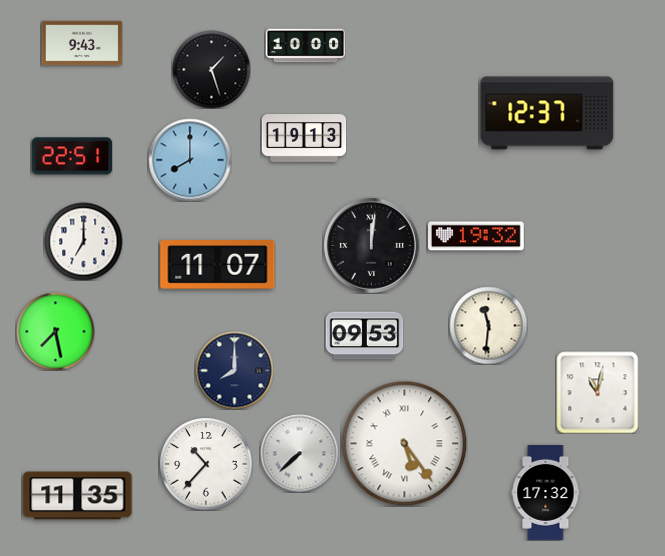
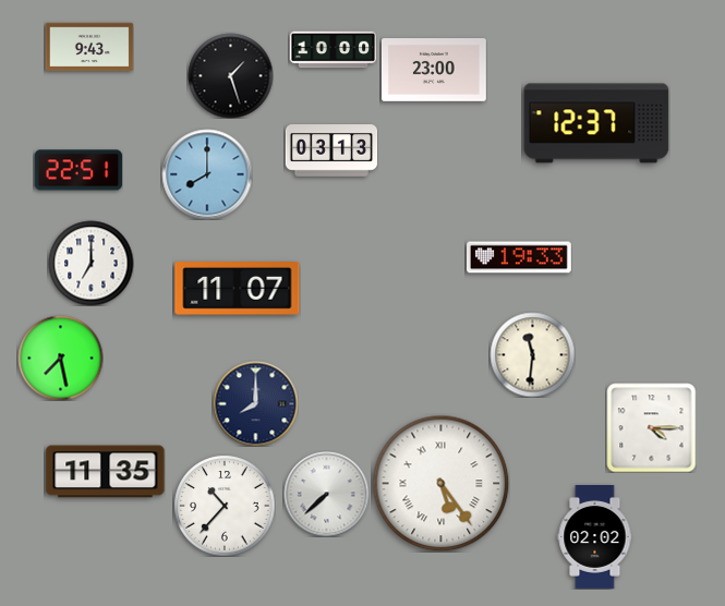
clock at (435, 71): none -> 23:00
clock at (304, 138): 19:13 -> 03:13
clock at (477, 236): 19:32 -> 19:33
clock at (371, 245): 12:01 -> none
clock at (55, 331) position: (55, 331) -> (60, 357)
clock at (364, 336): 09:53 -> none
clock at (597, 392): 11:02 -> 4:15
clock at (546, 493): 17:32 -> 02:02
clock at (78, 496) position: (78, 496) -> (106, 472)
